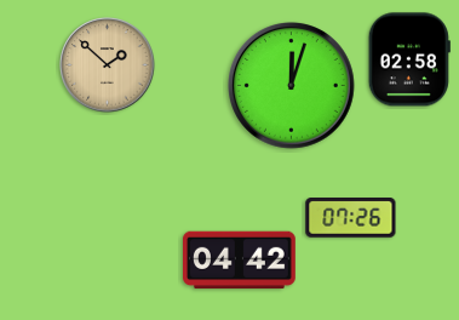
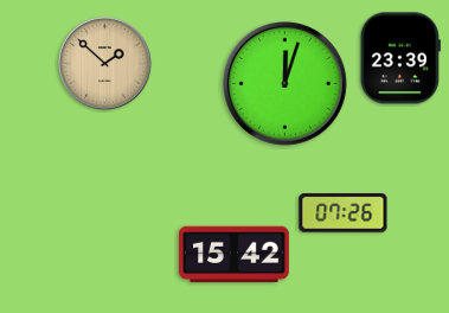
clock at (409, 59): 02:58 -> 23:39
clock at (240, 261): 04:42 -> 15:42
